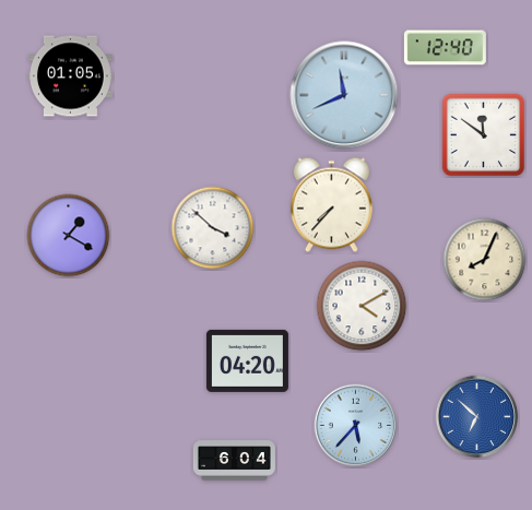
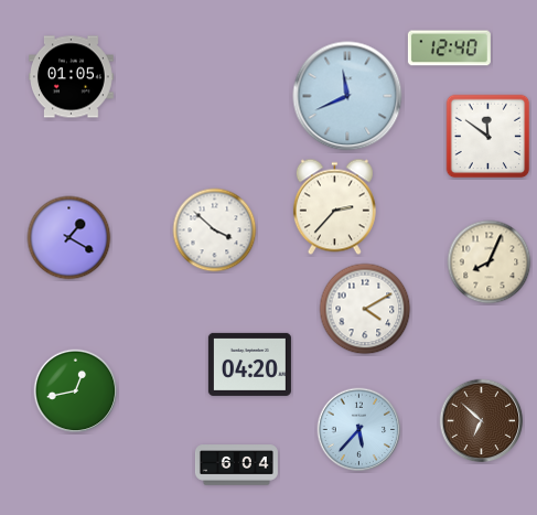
clock at (331, 205): 7:37 -> 2:37
clock at (76, 391): none -> 12:43
clock at (477, 417) dial: blue -> brown
